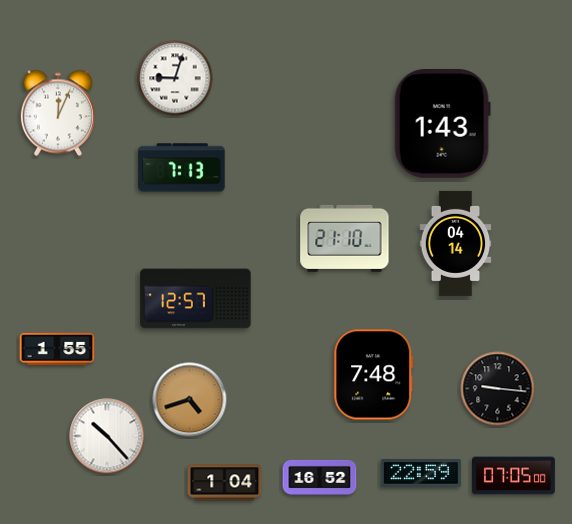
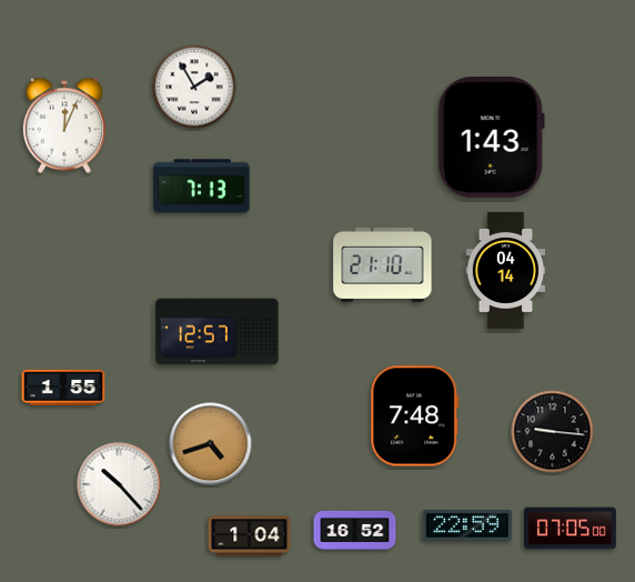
clock at (175, 78): 9:03 -> 1:55
